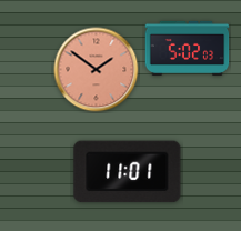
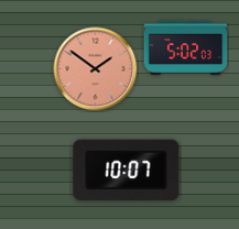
clock at (128, 172): 11:01 -> 10:07
